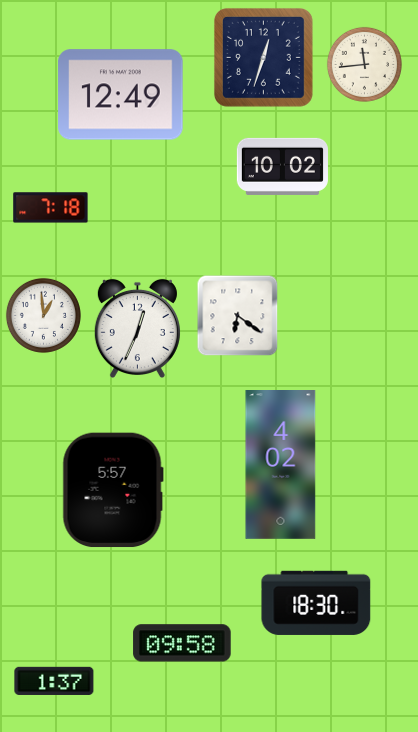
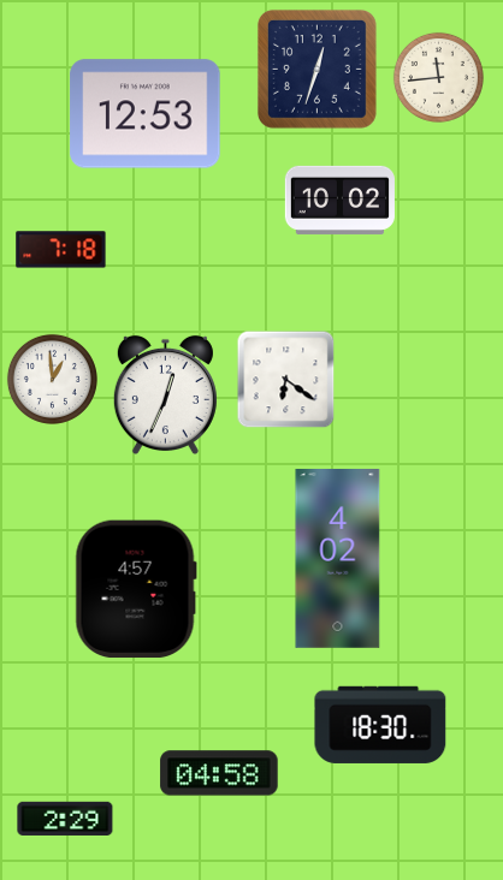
clock at (121, 95): 12:49 -> 12:53
clock at (113, 490): 5:57 -> 4:57
clock at (182, 643): 09:58 -> 04:58
clock at (54, 680): 1:37 -> 2:29
